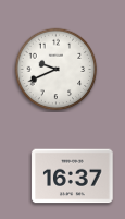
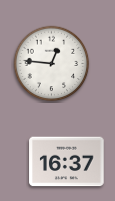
clock at (57, 70): 9:41 -> 12:46
